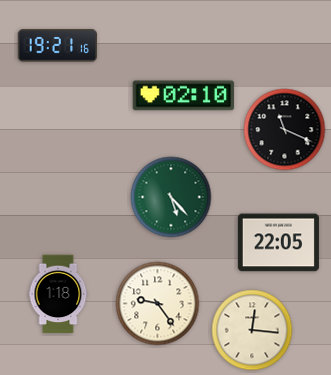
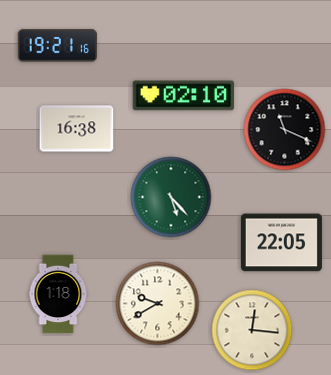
clock at (77, 129): none -> 16:38
clock at (278, 243) position: (278, 243) -> (281, 243)
clock at (158, 304): 9:24 -> 9:40
